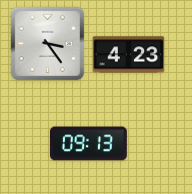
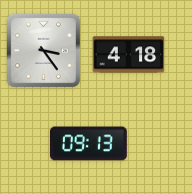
clock at (47, 43) position: (47, 43) -> (43, 50)
clock at (129, 55): 4:23 -> 4:18
